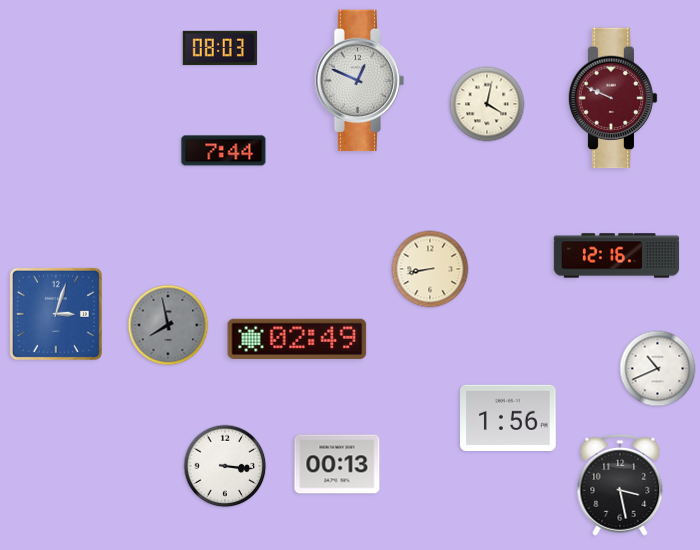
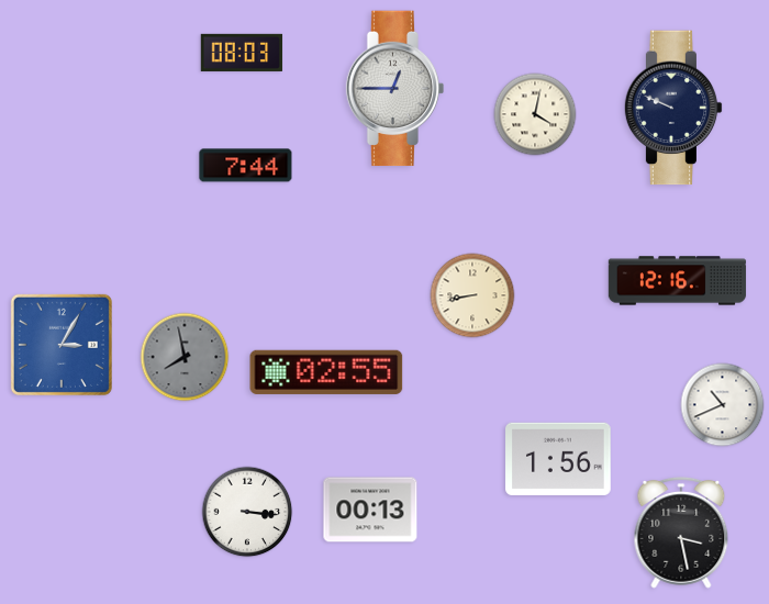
clock at (360, 81): 12:49 -> 12:45
clock at (613, 98) dial: burgundy -> navy
clock at (56, 314): 3:03 -> 3:05
clock at (297, 339): 02:49 -> 02:55
